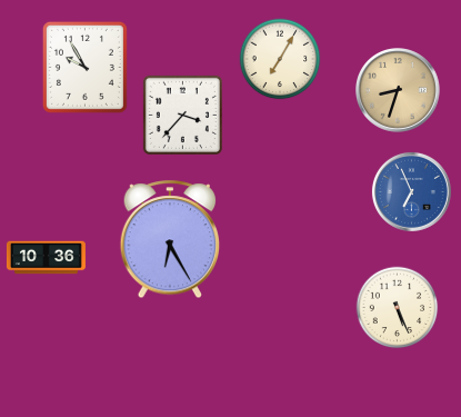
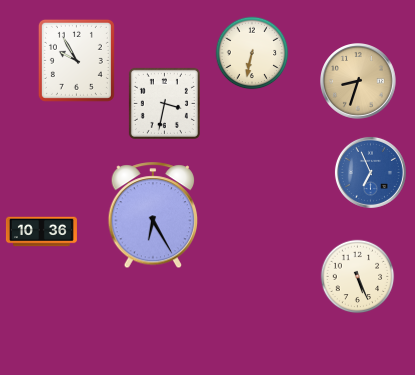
clock at (280, 59): 7:05 -> 6:32
clock at (182, 115): 3:37 -> 3:32
